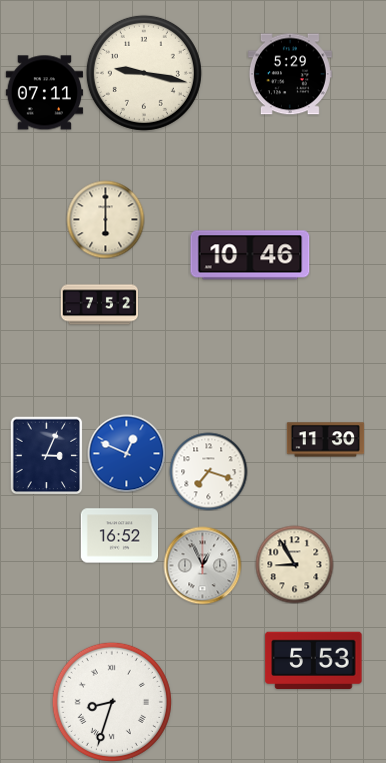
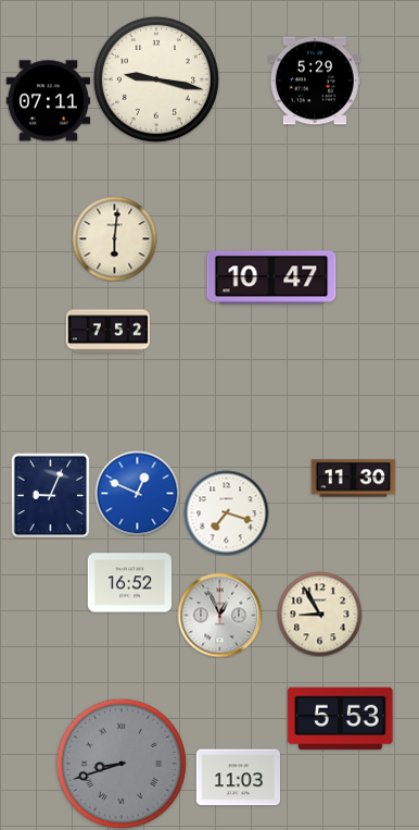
clock at (105, 219): 6:00 -> 6:01
clock at (250, 255): 10:46 -> 10:47
clock at (47, 455): 3:04 -> 9:04
clock at (112, 702): 8:33 -> 8:42
clock at (112, 702) dial: white -> grey
clock at (238, 778): none -> 11:03
